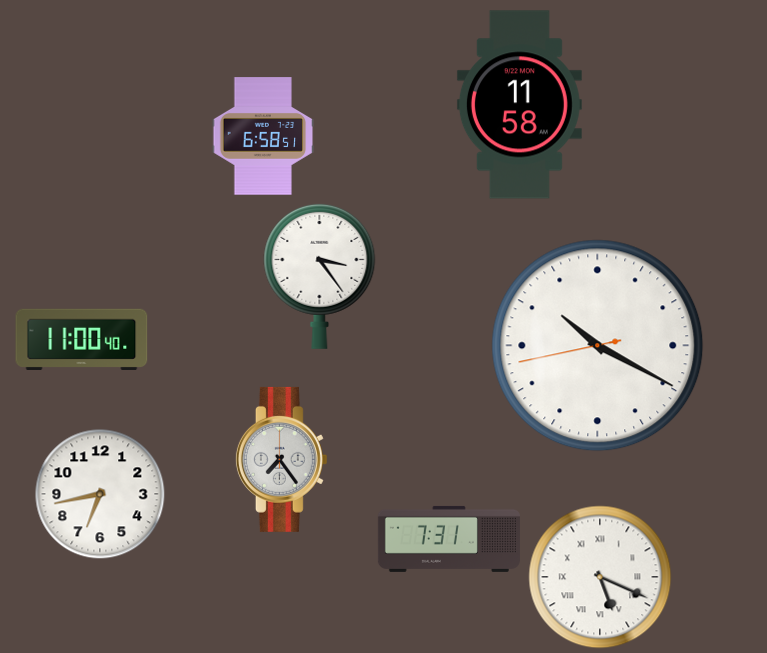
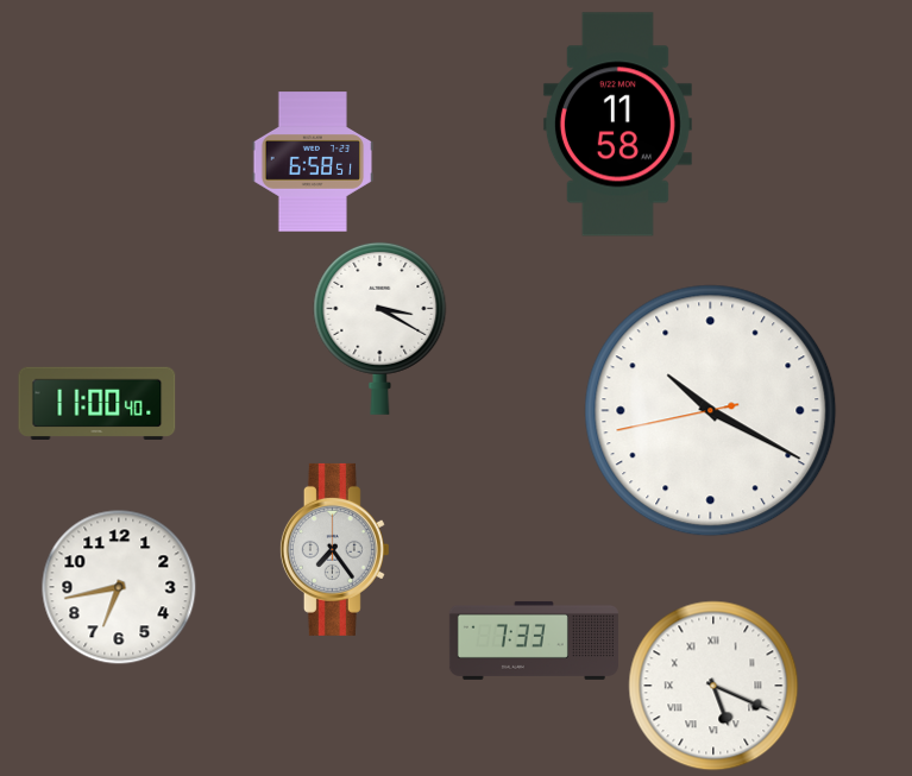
clock at (320, 276): 3:24 -> 3:20
clock at (281, 459) position: (281, 459) -> (334, 549)
clock at (449, 539): 7:31 -> 7:33
